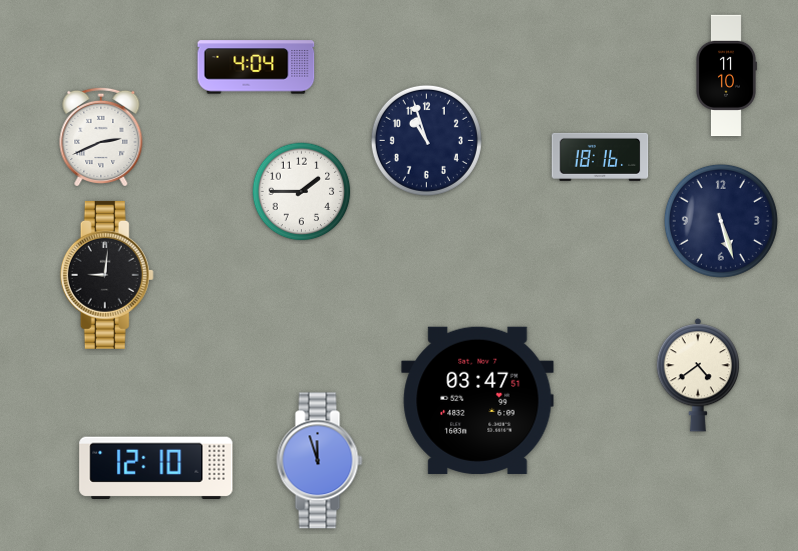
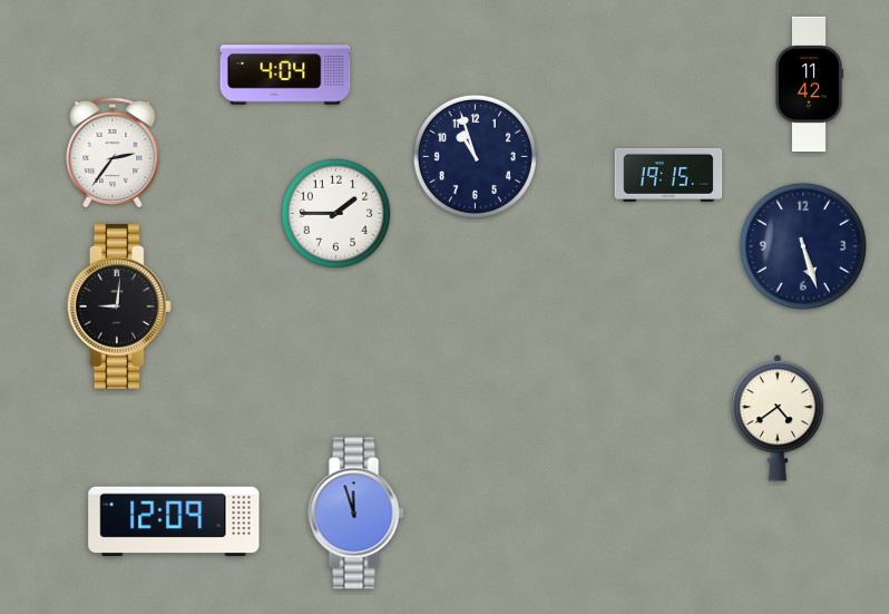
clock at (727, 76): 11:10 -> 11:42
clock at (101, 136): 2:41 -> 2:36
clock at (600, 157): 18:16 -> 19:15
clock at (478, 400): 03:47 -> none
clock at (156, 467): 12:10 -> 12:09
